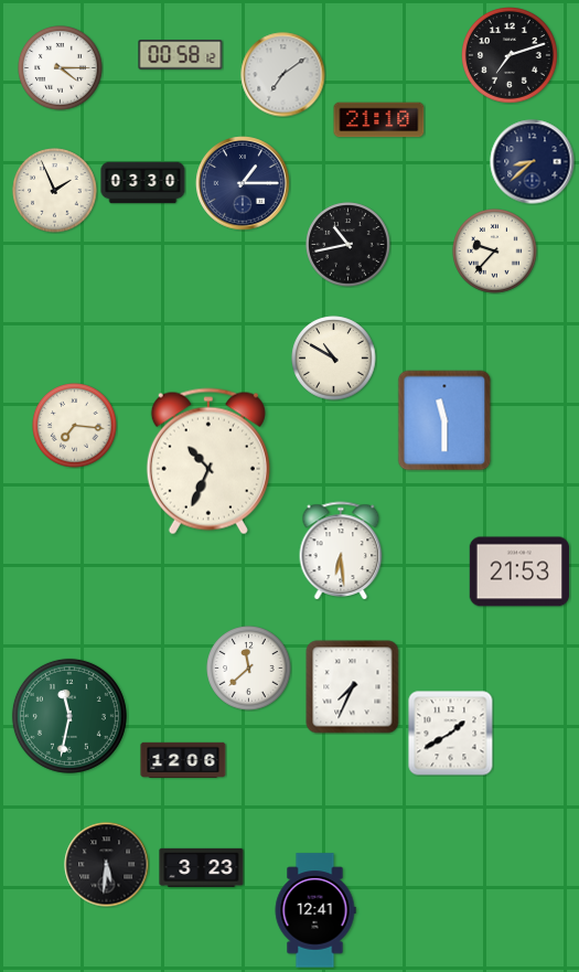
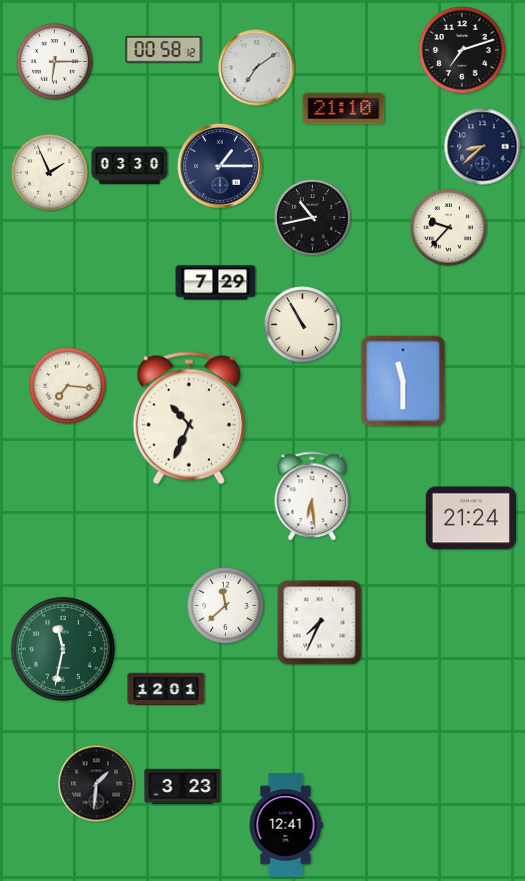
clock at (61, 68): 4:15 -> 6:15
clock at (349, 245) position: (349, 245) -> (313, 218)
clock at (216, 283): none -> 7:29
clock at (334, 359): 10:50 -> 10:55
clock at (341, 551) position: (341, 551) -> (312, 496)
clock at (519, 572): 21:53 -> 21:24
clock at (451, 734): 1:40 -> none
clock at (183, 760): 12:06 -> 12:01
clock at (107, 865): 5:31 -> 1:31
